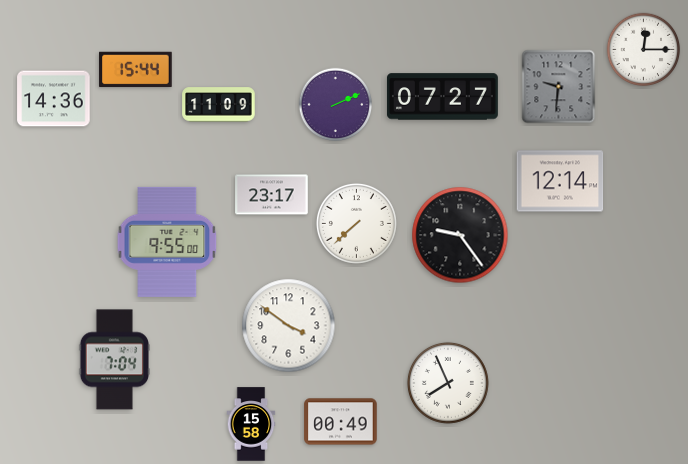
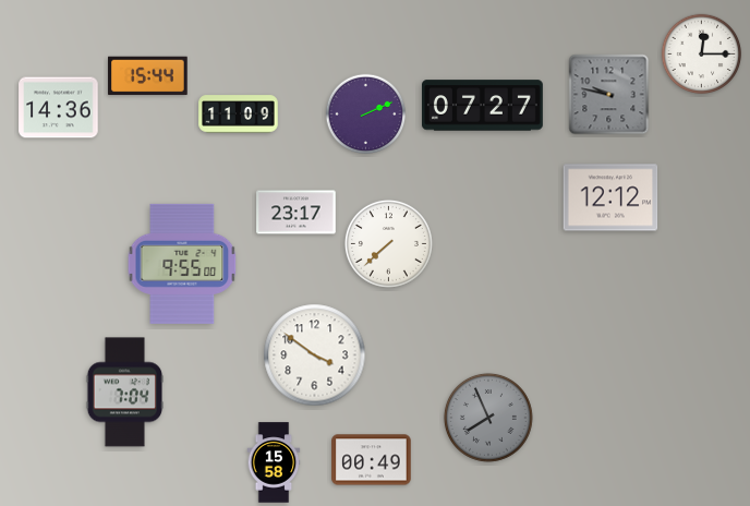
clock at (559, 87): 9:31 -> 9:47
clock at (560, 181): 12:14 -> 12:12
clock at (460, 235): 9:24 -> none
clock at (448, 383) dial: white -> grey
